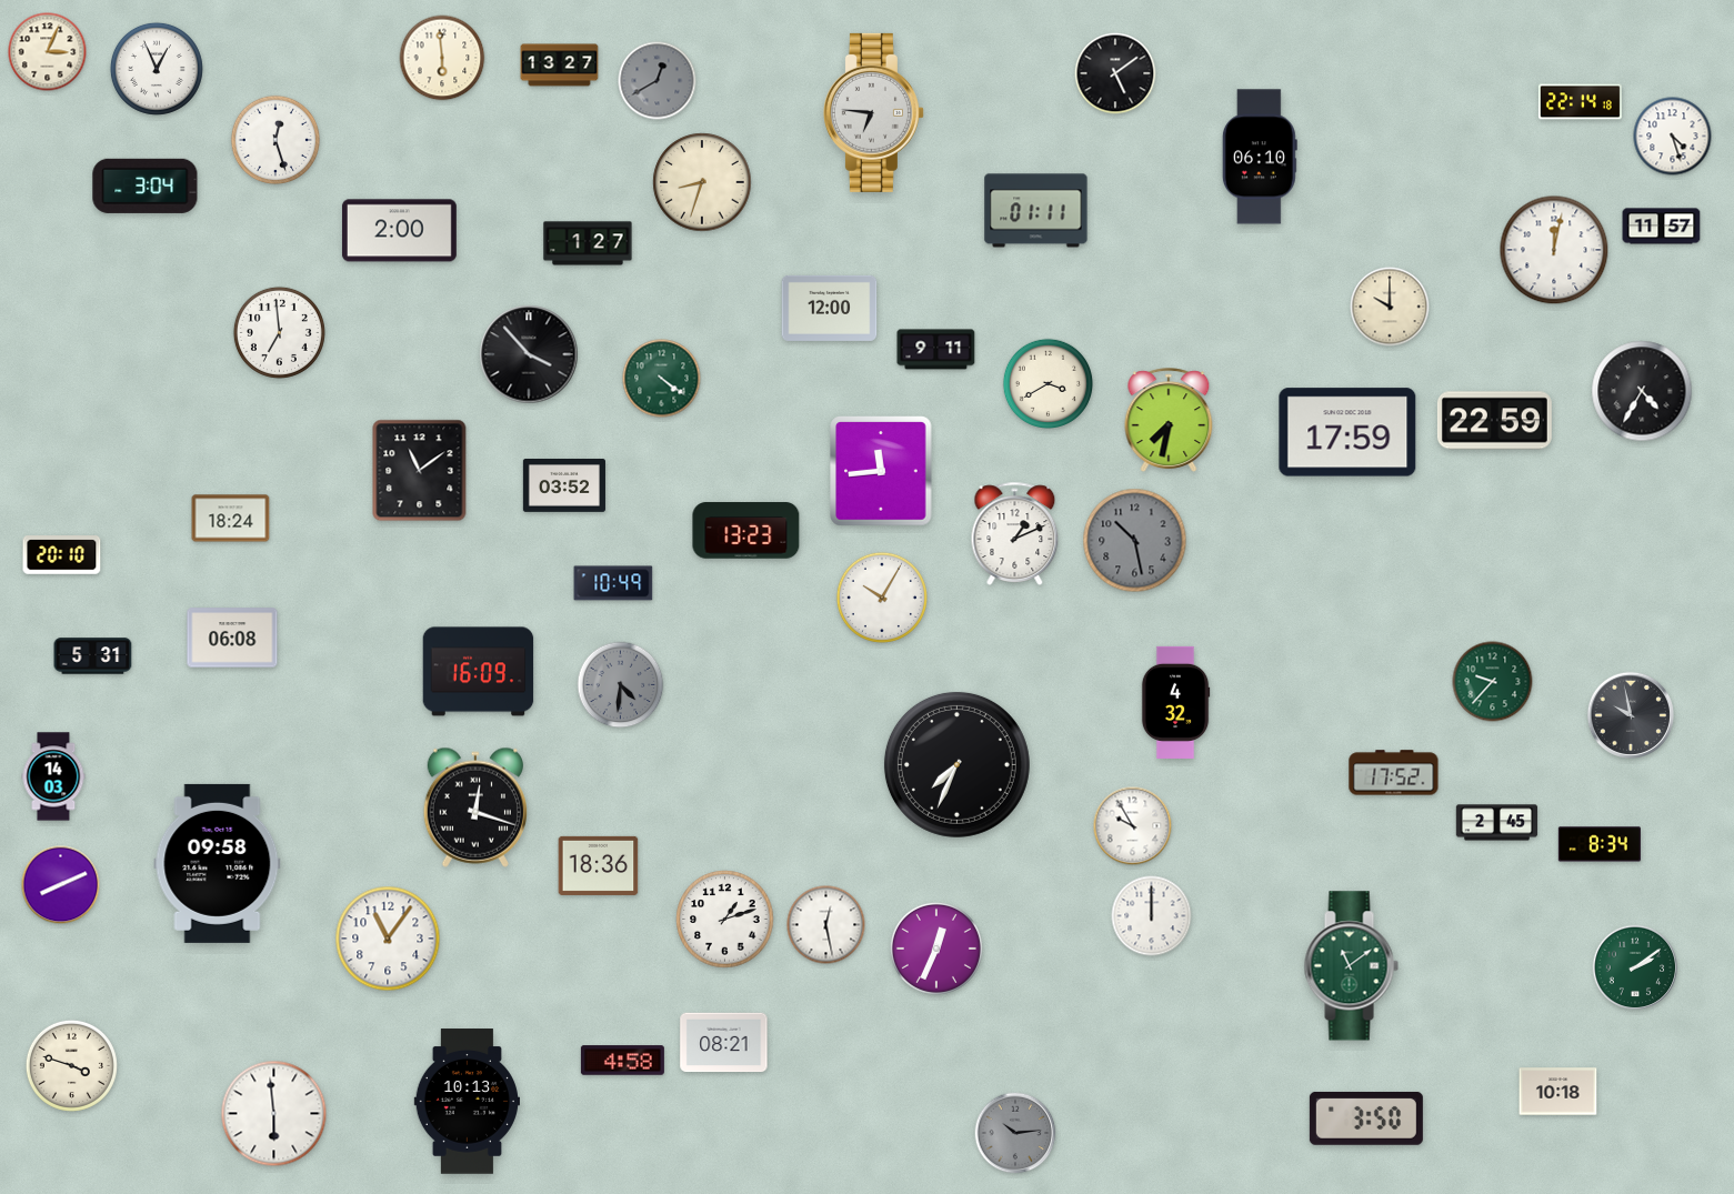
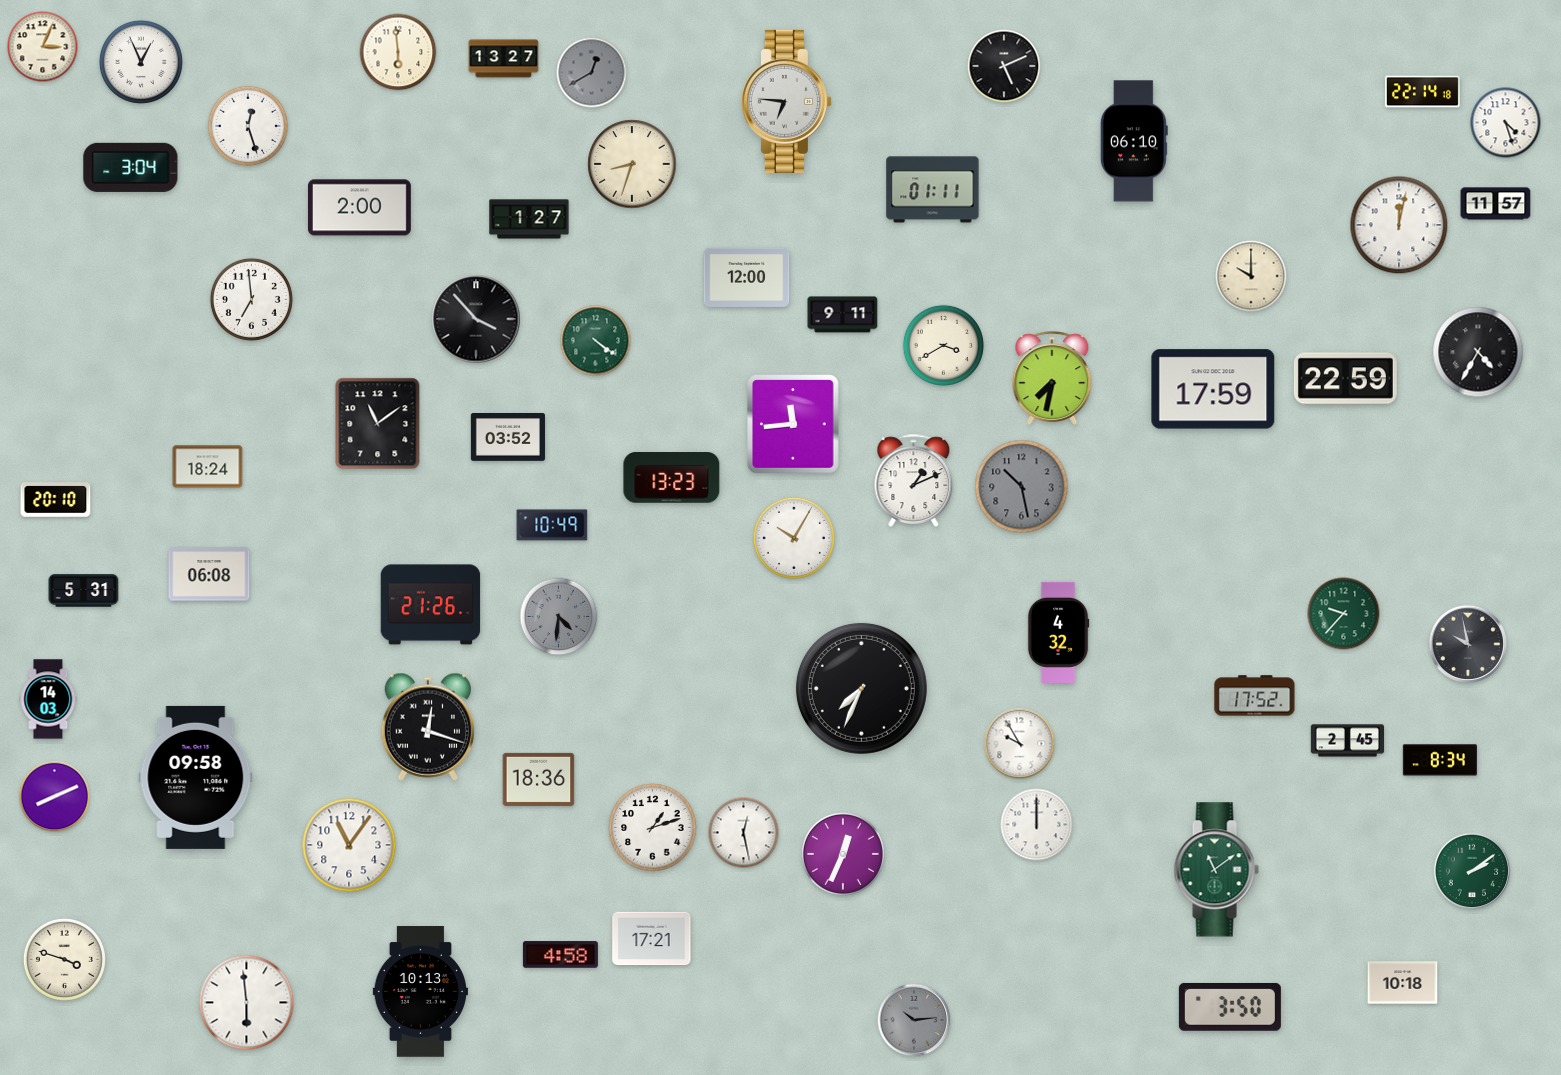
clock at (1115, 73): 5:09 -> 5:11
clock at (479, 672): 16:09 -> 21:26
clock at (724, 1043): 08:21 -> 17:21
